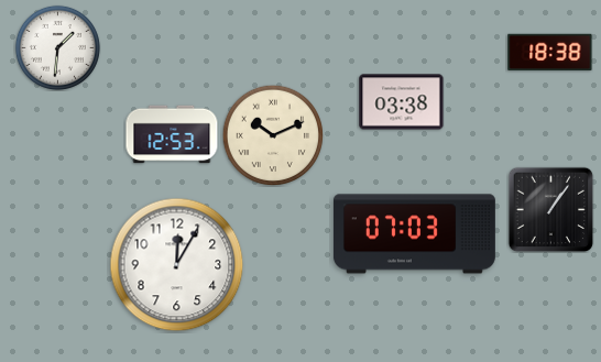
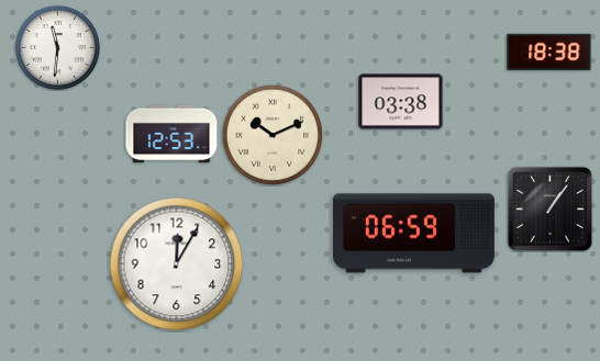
clock at (57, 47): 1:31 -> 11:31
clock at (414, 234): 07:03 -> 06:59
